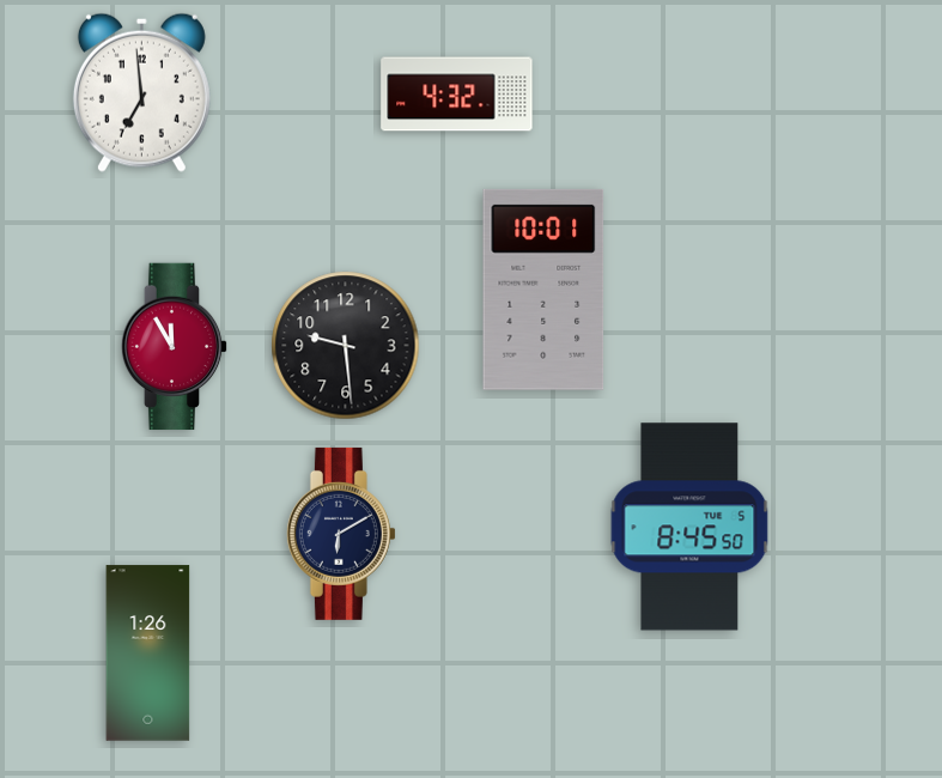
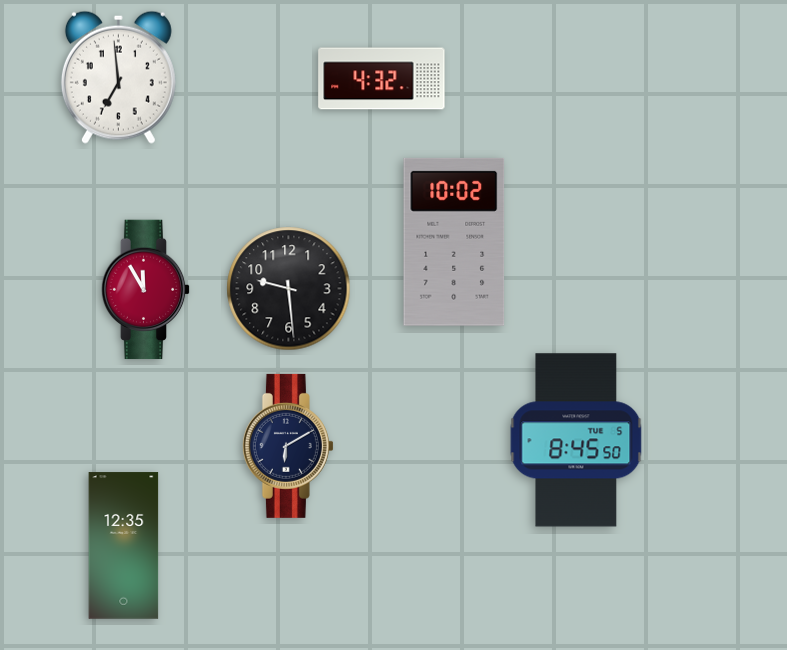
clock at (543, 290): 10:01 -> 10:02
clock at (341, 534) position: (341, 534) -> (288, 446)
clock at (148, 654): 1:26 -> 12:35
